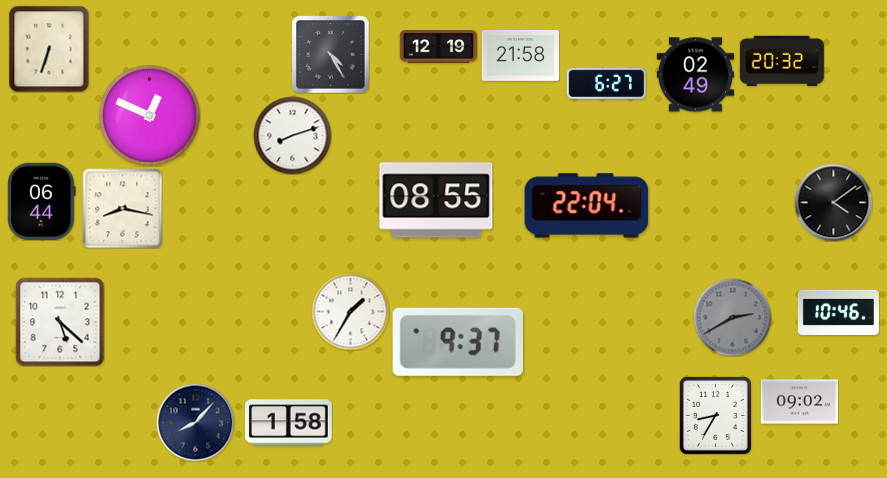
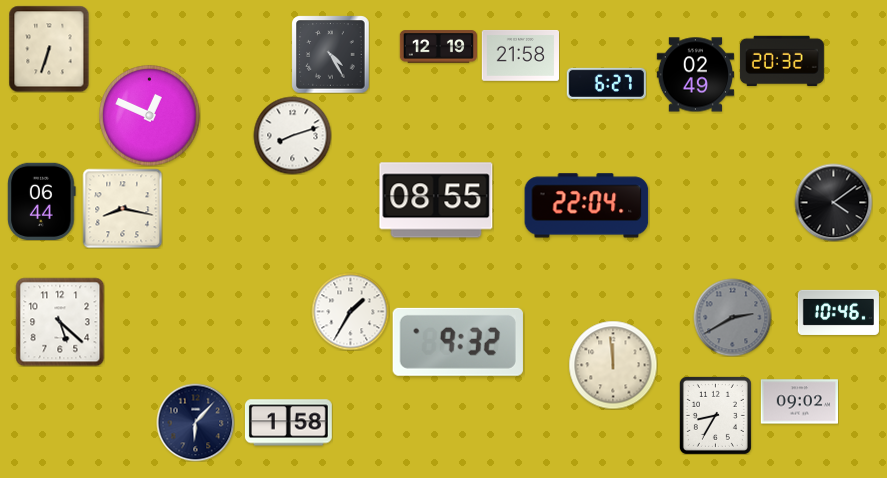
clock at (458, 342): 9:37 -> 9:32
clock at (613, 365): none -> 11:59
clock at (195, 422): 8:07 -> 6:07
